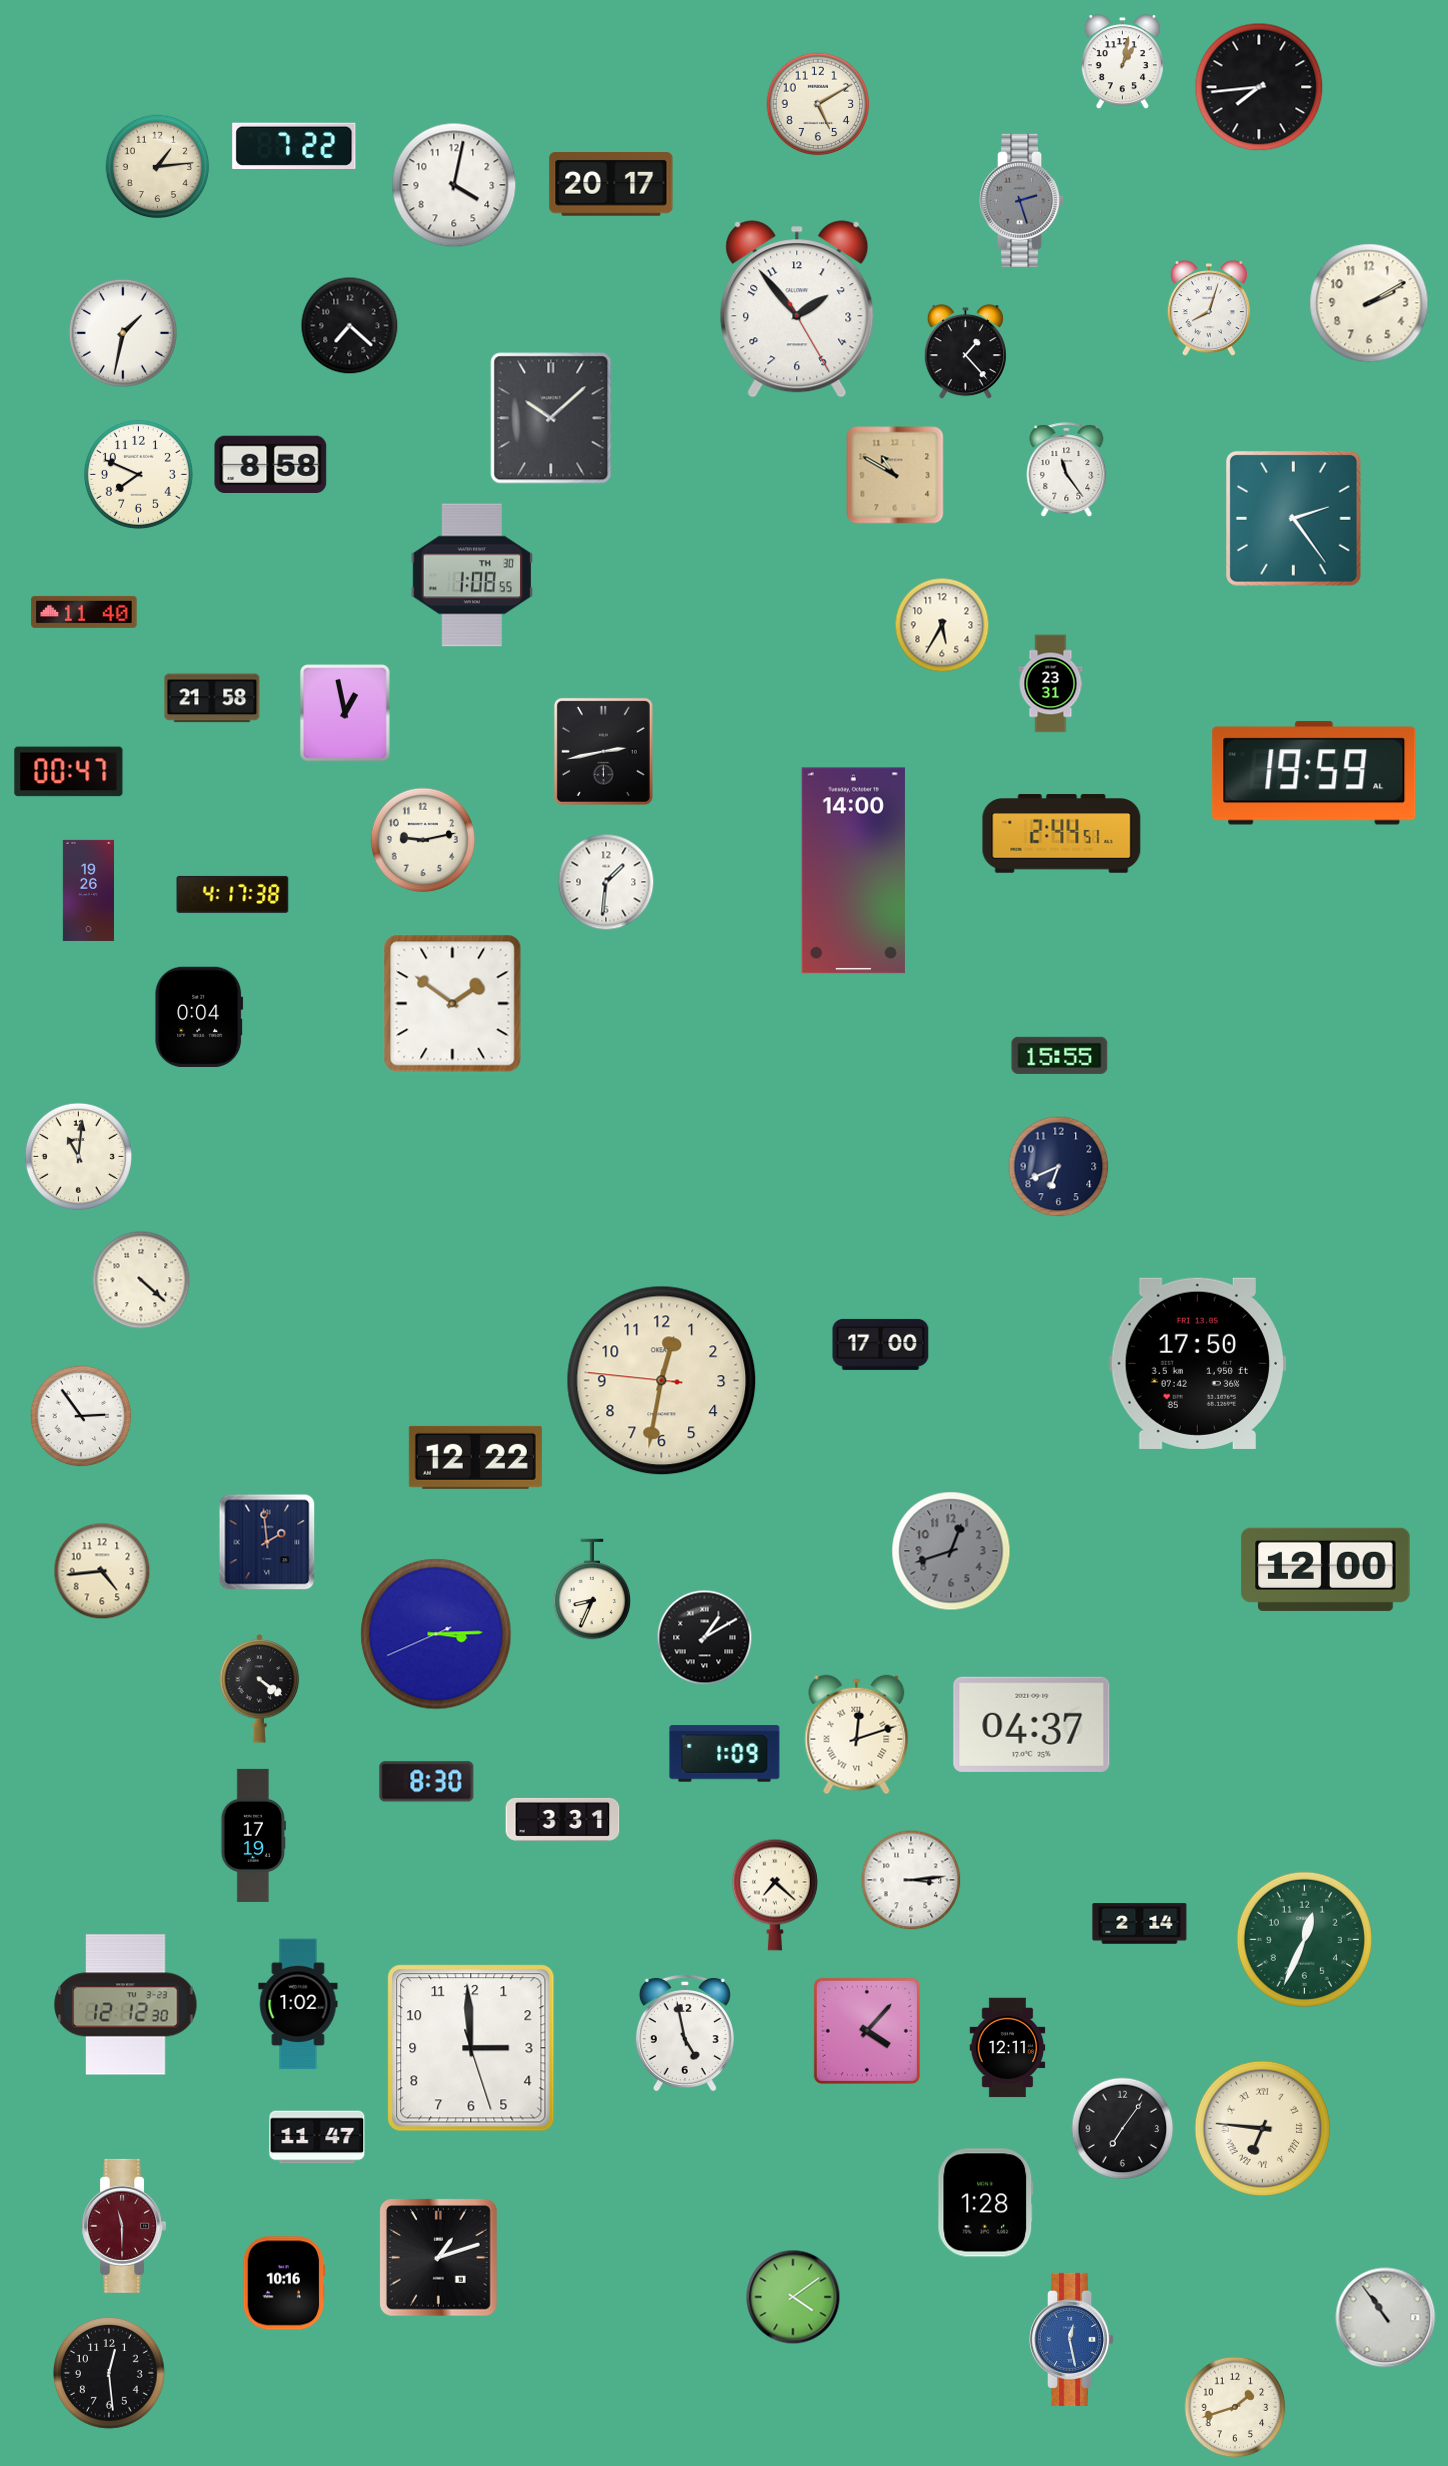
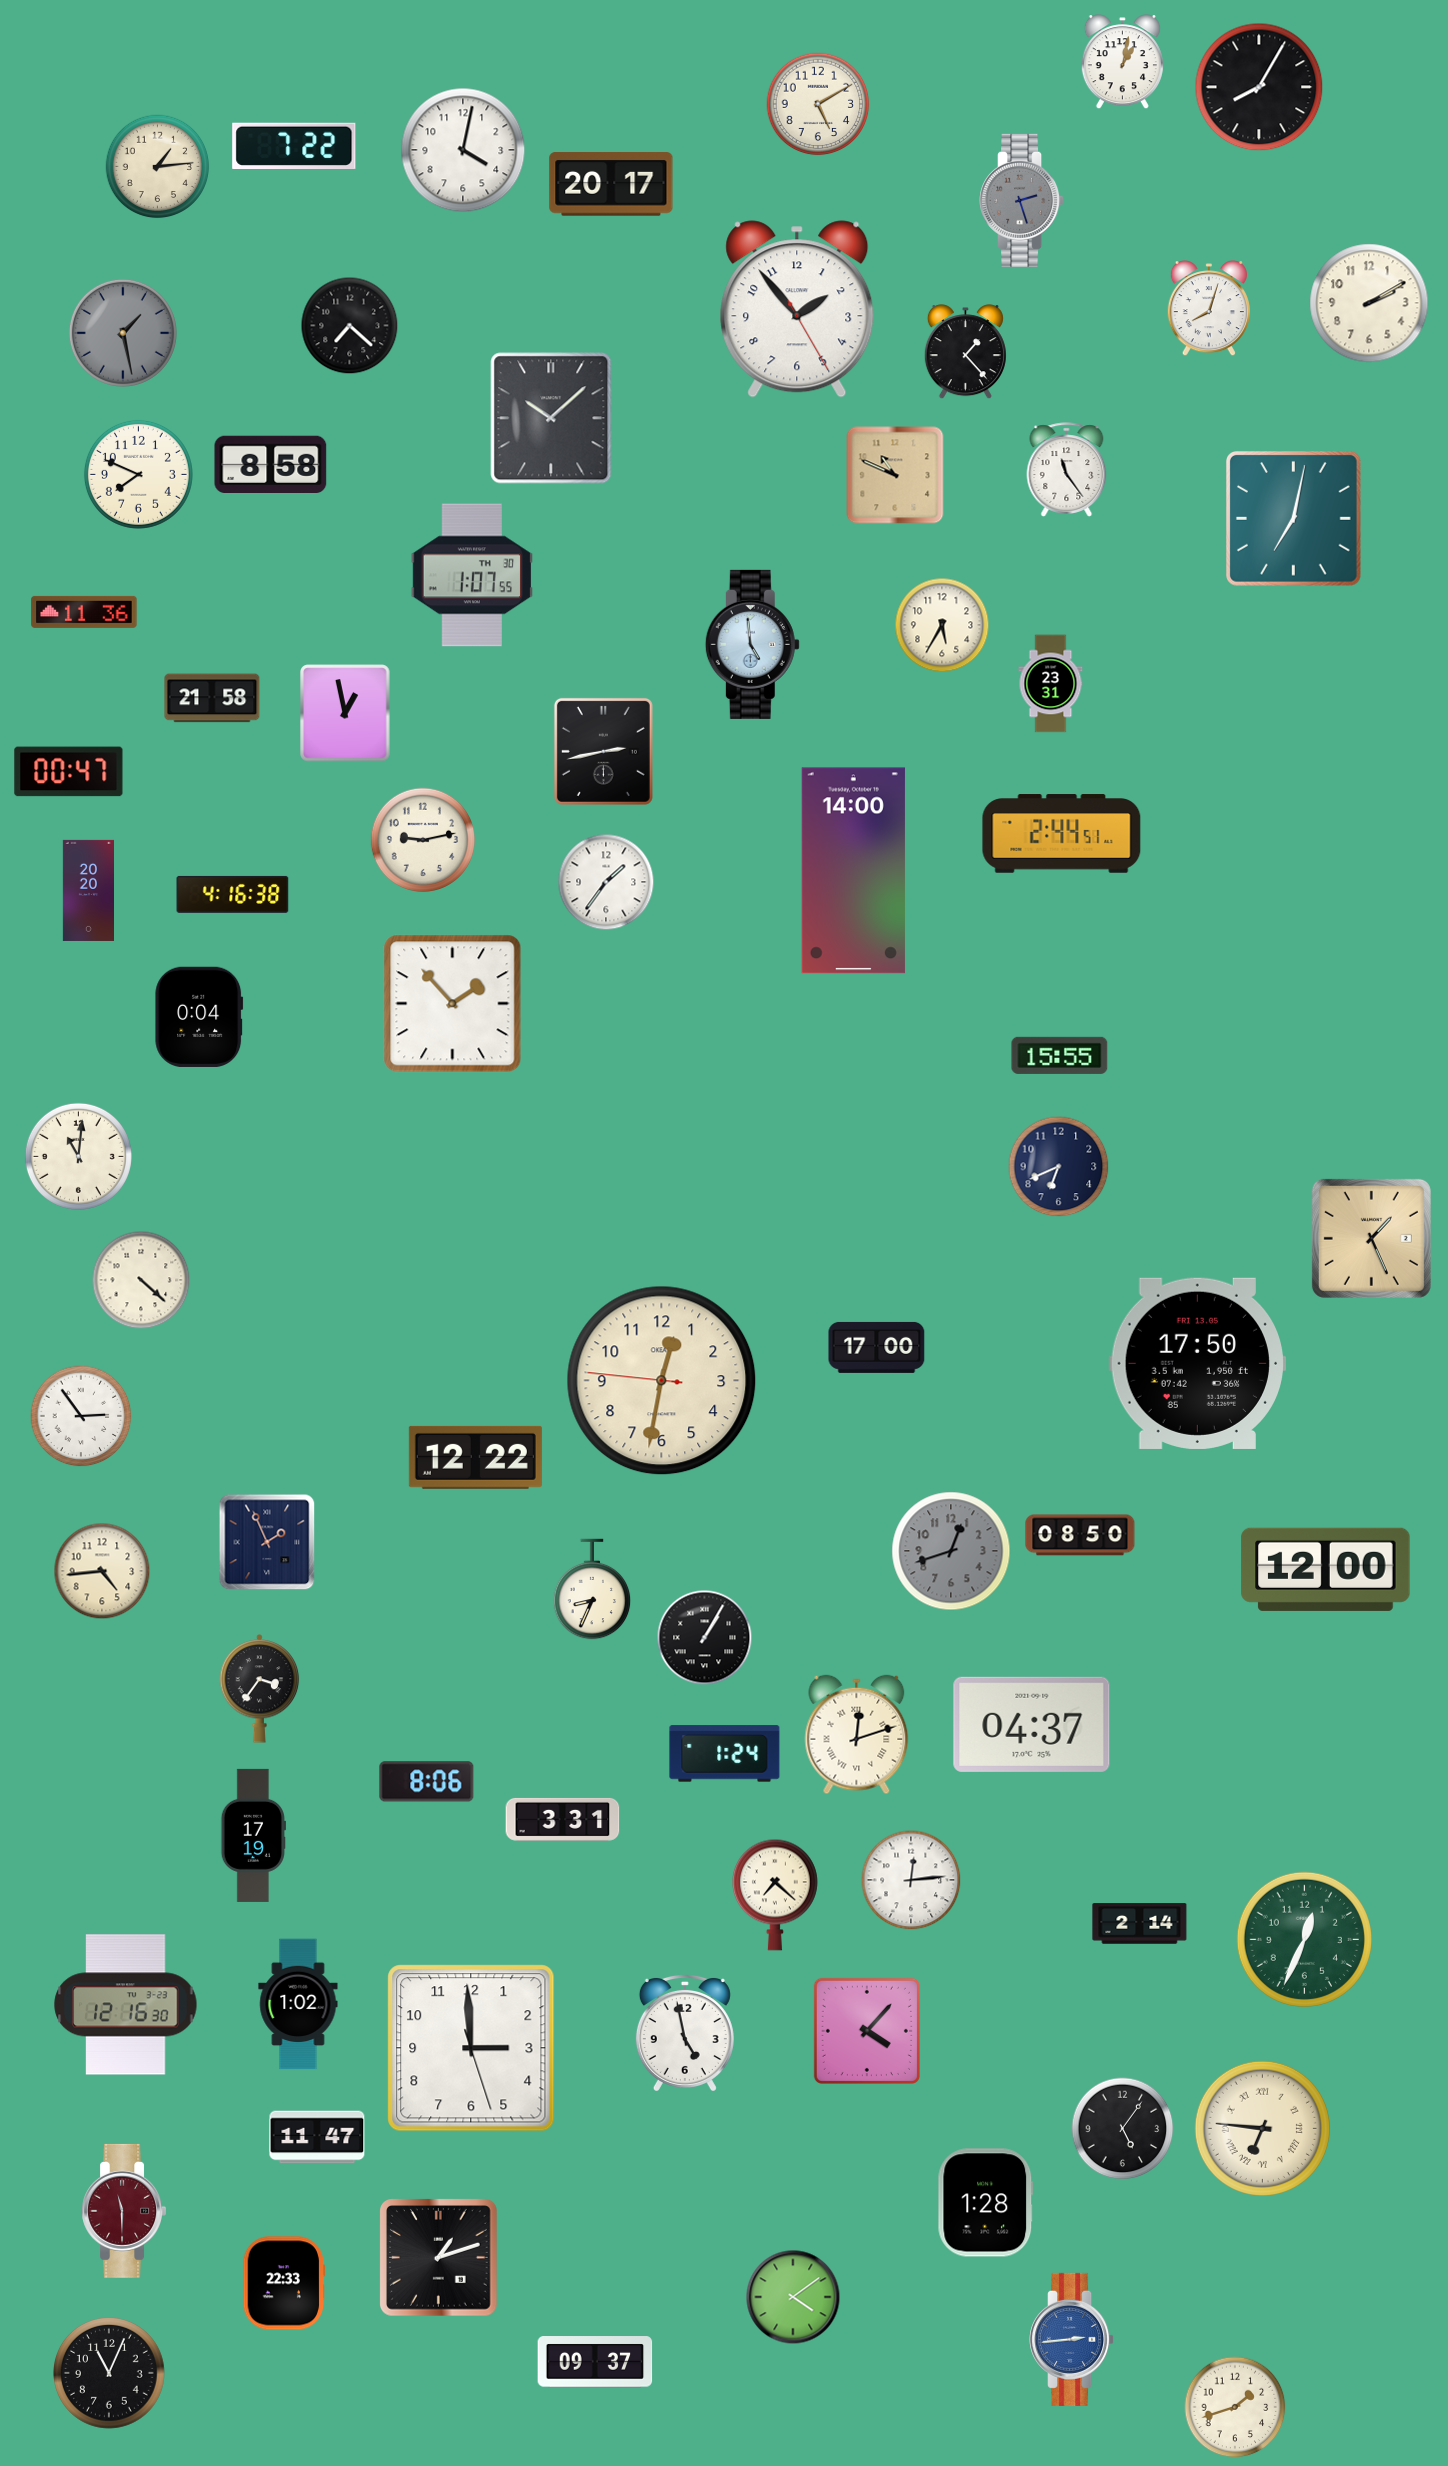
clock at (1259, 87): 7:44 -> 8:05
clock at (454, 185) position: (454, 185) -> (463, 150)
clock at (123, 333): 1:32 -> 1:28
clock at (123, 333) dial: white -> grey
clock at (895, 475): 10:50 -> 10:49
clock at (1294, 519): 2:24 -> 7:02
clock at (471, 575): 1:08 -> 1:07
clock at (84, 612): 11:40 -> 11:36
clock at (752, 644): none -> 4:59
clock at (1314, 773): 19:59 -> none
clock at (606, 882): 1:31 -> 1:36
clock at (88, 890): 19:26 -> 20:20
clock at (233, 894): 4:17 -> 4:16
clock at (453, 1004): 1:51 -> 1:53
clock at (1371, 1238): none -> 1:26
clock at (881, 1344) position: (881, 1344) -> (877, 1347)
clock at (1080, 1535): none -> 08:50
clock at (267, 1542): 1:59 -> 1:56
clock at (436, 1634): 3:14 -> none
clock at (705, 1638): 1:10 -> 1:05
clock at (260, 1689): 4:21 -> 3:36
clock at (725, 1754): 1:09 -> 1:24
clock at (427, 1782): 8:30 -> 8:06
clock at (911, 1880): 3:14 -> 12:14
clock at (126, 2005): 12:12 -> 12:16
clock at (1008, 2048): 12:11 -> none
clock at (1123, 2129): 7:06 -> 5:06
clock at (123, 2226) position: (123, 2226) -> (123, 2211)
clock at (284, 2283): 10:16 -> 22:33
clock at (1386, 2318): 10:54 -> none
clock at (1072, 2339): 12:28 -> 2:44
clock at (595, 2362): none -> 09:37
clock at (110, 2374): 12:29 -> 11:04
